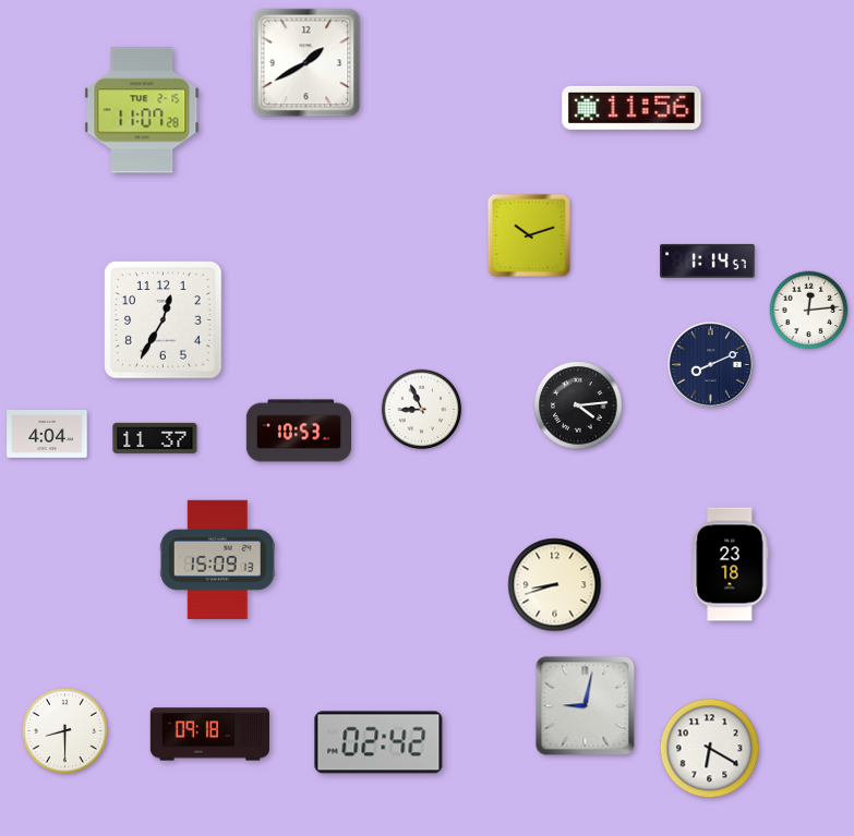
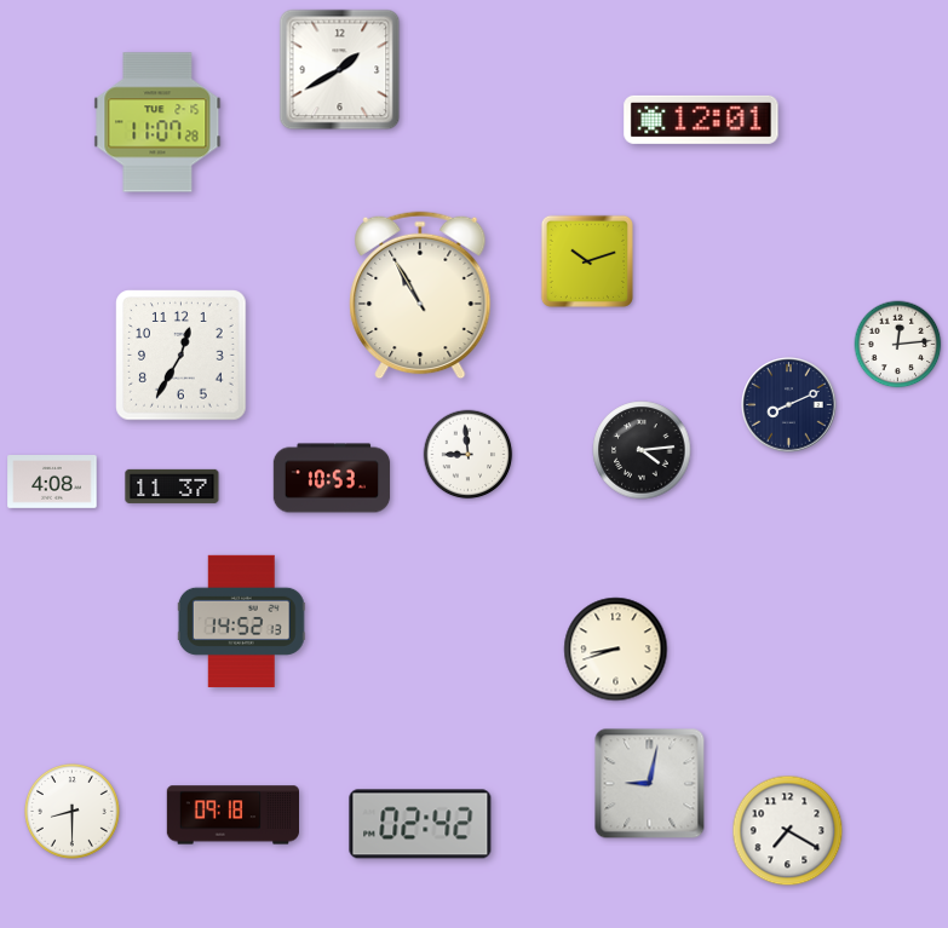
clock at (632, 108): 11:56 -> 12:01
clock at (708, 261): 1:14 -> none
clock at (420, 295): none -> 10:55
clock at (422, 410): 8:56 -> 8:59
clock at (47, 435): 4:04 -> 4:08
clock at (217, 559): 15:09 -> 14:52
clock at (730, 565): 23:18 -> none
clock at (710, 749): 6:20 -> 7:20
